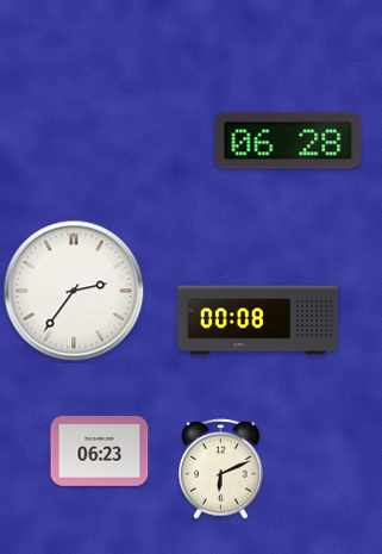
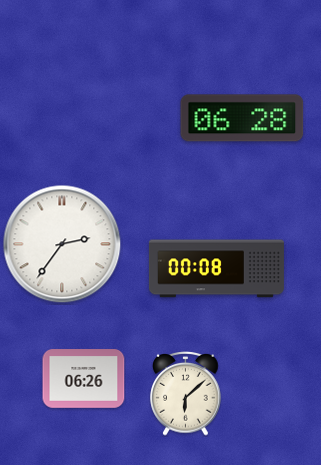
clock at (100, 452): 06:23 -> 06:26
clock at (221, 469): 6:11 -> 6:08
